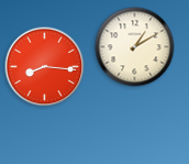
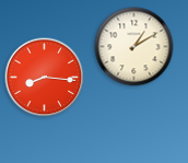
clock at (45, 67) position: (45, 67) -> (45, 78)
